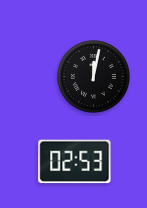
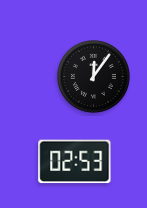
clock at (94, 77): 12:02 -> 12:06
